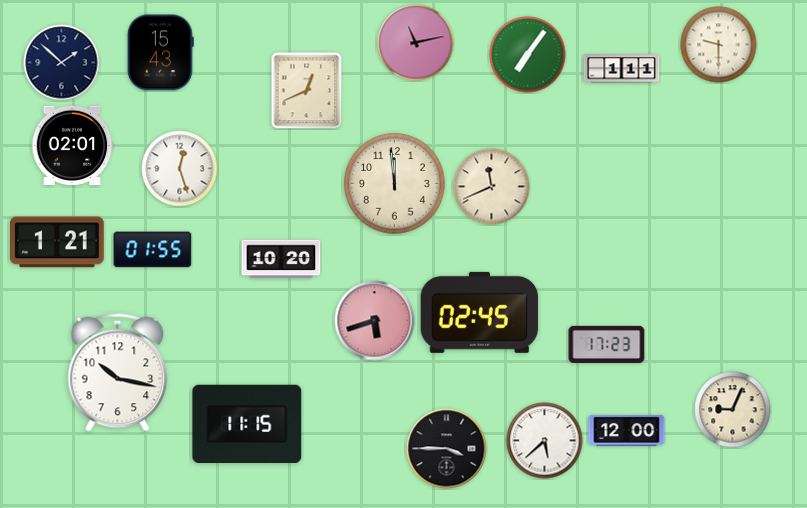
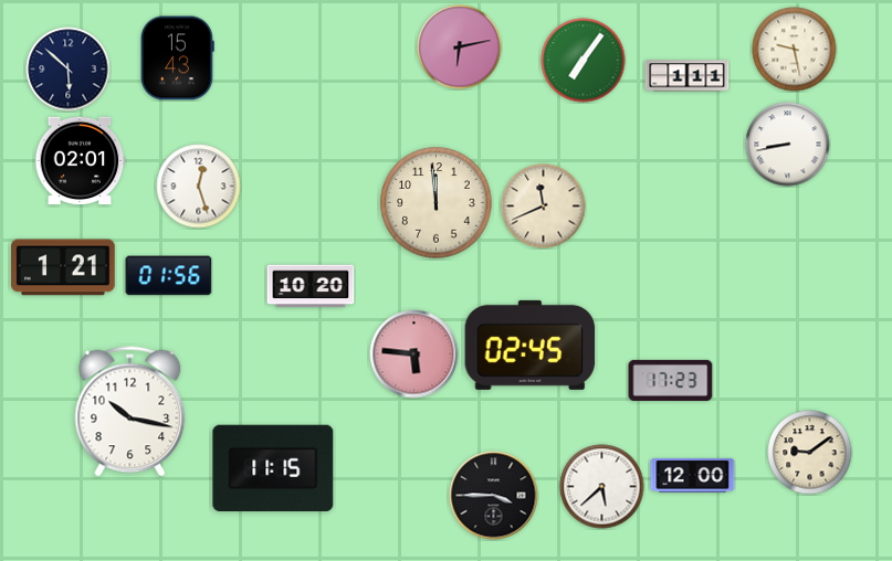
clock at (416, 43): 11:13 -> 6:13
clock at (719, 45): 9:30 -> 9:28
clock at (62, 63): 1:52 -> 5:52
clock at (307, 90): 12:41 -> none
clock at (788, 145): none -> 8:43
clock at (153, 250): 01:55 -> 01:56
clock at (375, 321): 5:42 -> 5:46
clock at (733, 410): 9:04 -> 9:09
